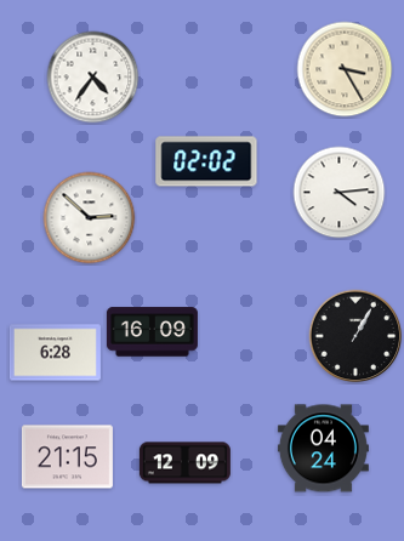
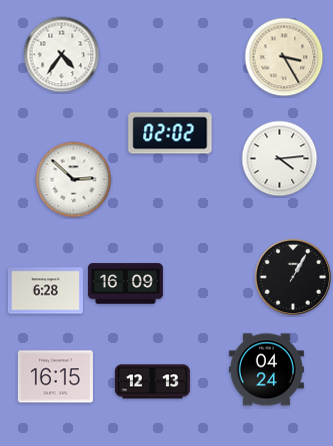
clock at (93, 78) position: (93, 78) -> (62, 55)
clock at (152, 332) position: (152, 332) -> (125, 284)
clock at (67, 457): 21:15 -> 16:15
clock at (184, 463): 12:09 -> 12:13
